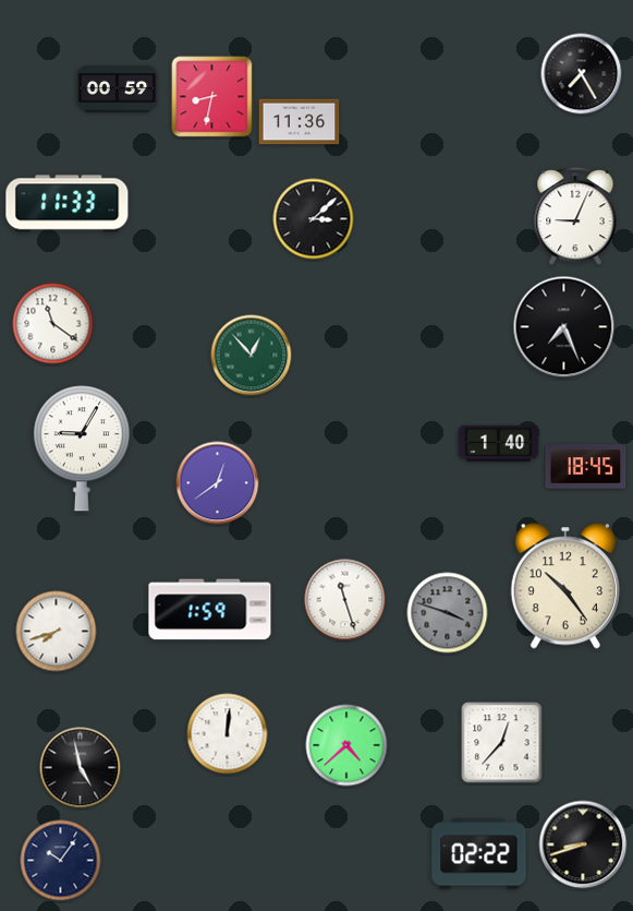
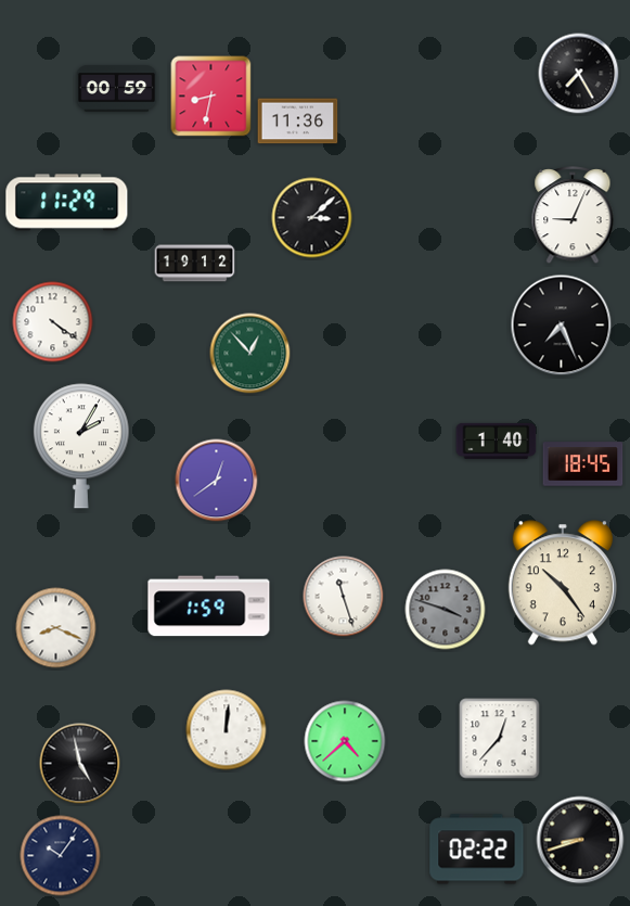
clock at (68, 204): 11:33 -> 11:29
clock at (195, 264): none -> 19:12
clock at (53, 324): 11:21 -> 4:21
clock at (82, 448): 9:05 -> 2:05
clock at (57, 632): 7:42 -> 8:19
